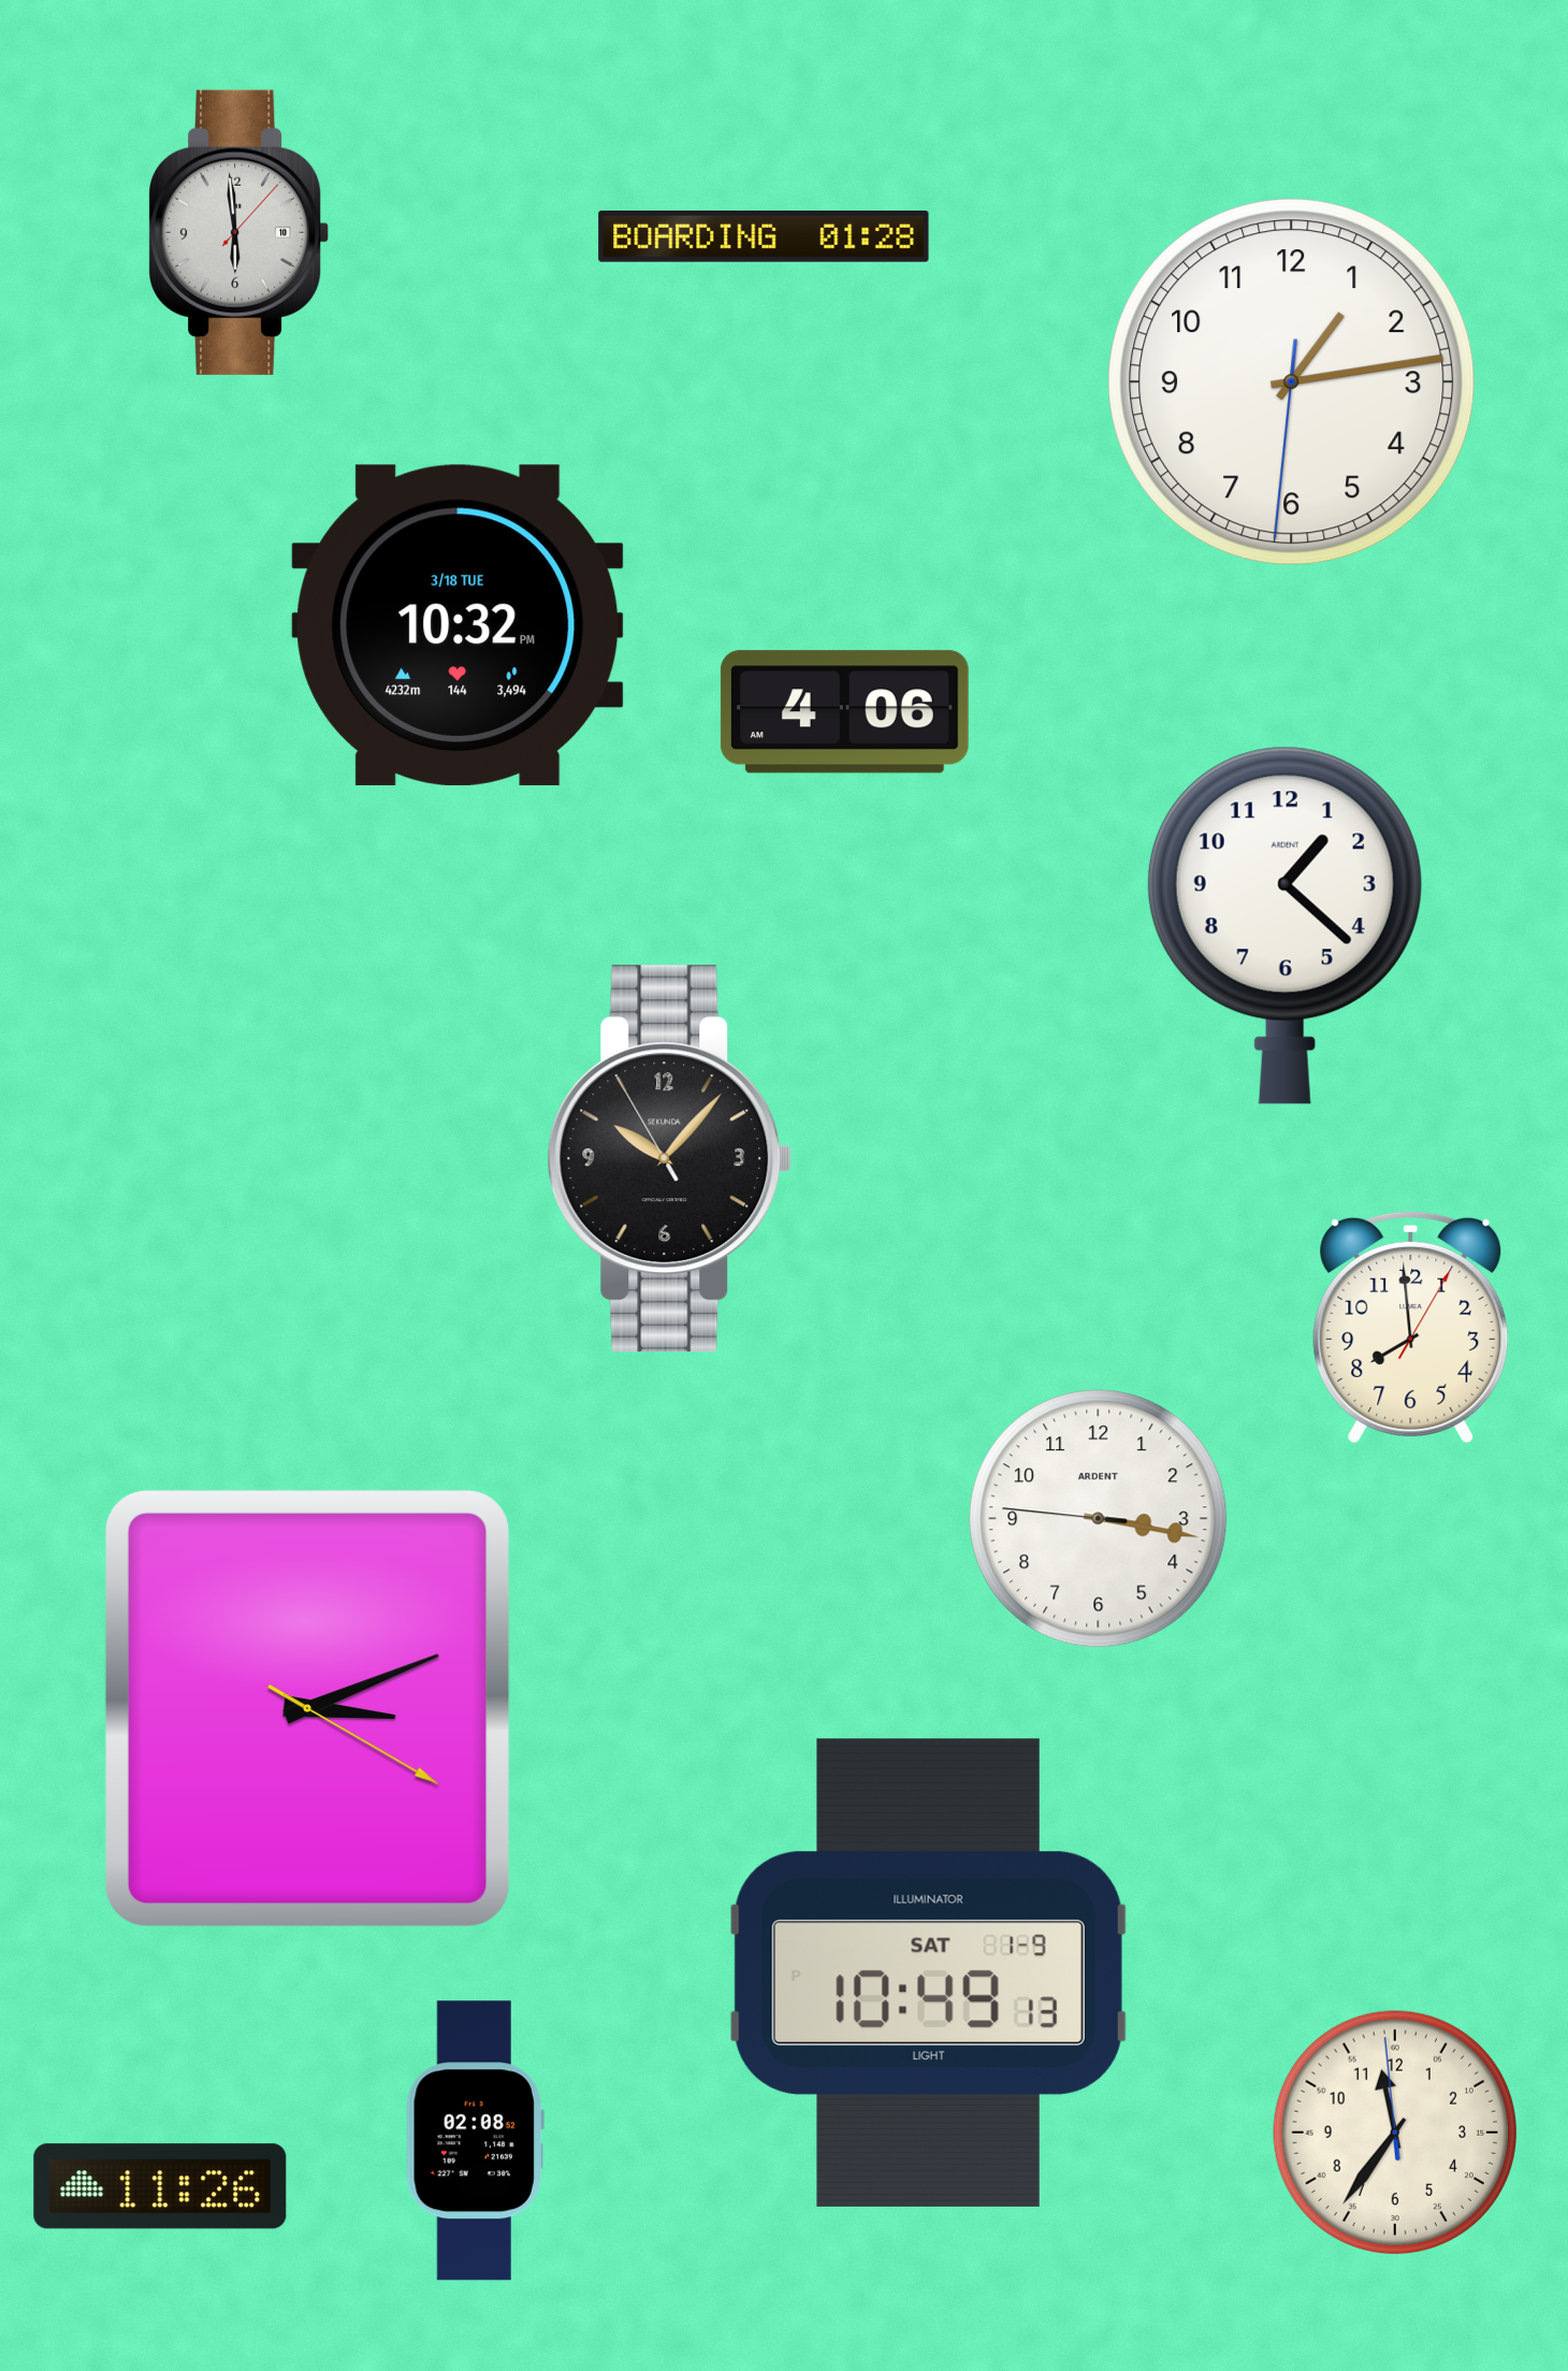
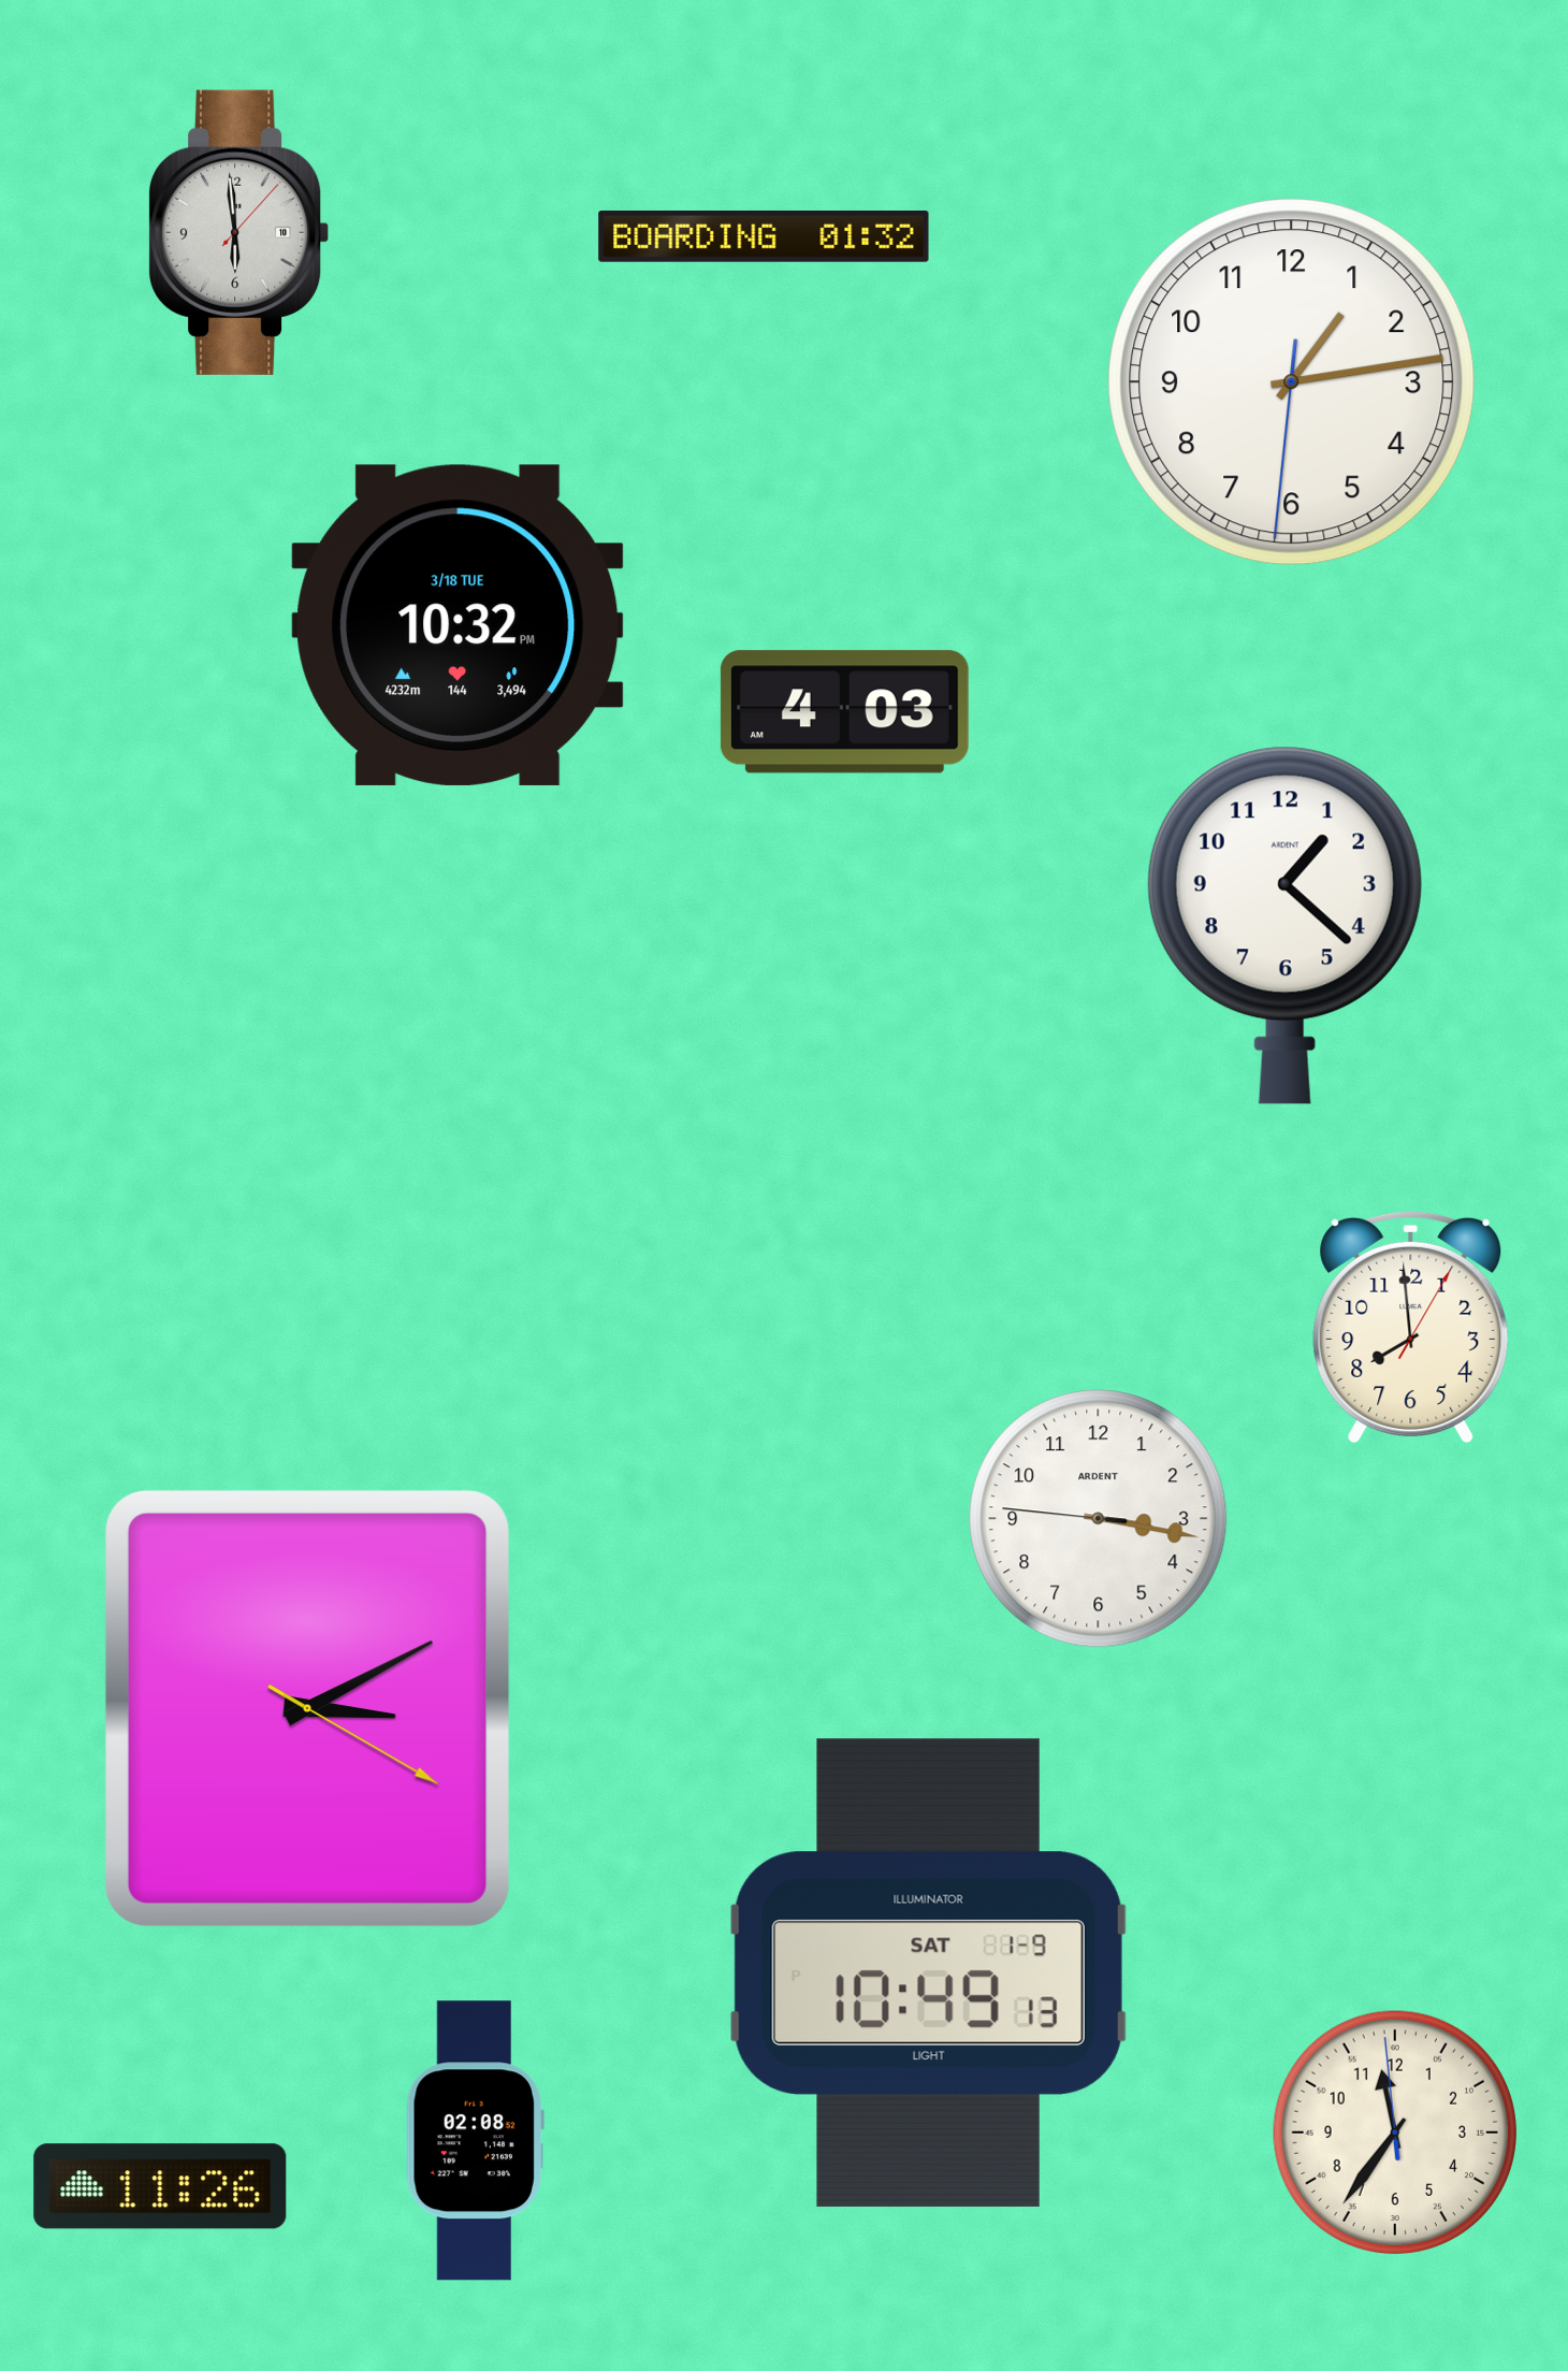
clock at (764, 237): 01:28 -> 01:32
clock at (844, 712): 4:06 -> 4:03
clock at (670, 1159): 10:06 -> none
clock at (307, 1708): 3:11 -> 3:10
